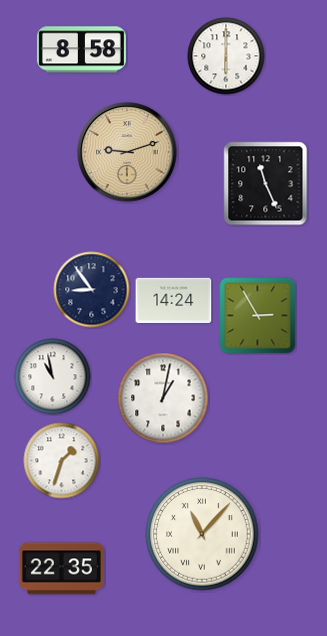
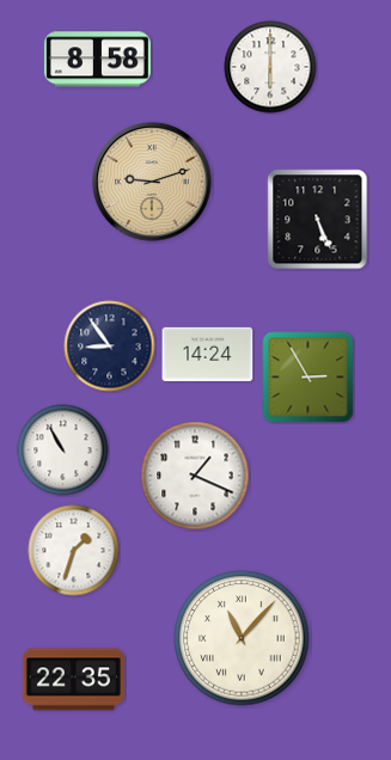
clock at (266, 184): 11:26 -> 5:26
clock at (174, 300) position: (174, 300) -> (208, 354)
clock at (53, 377): 10:58 -> 10:55
clock at (163, 398): 1:02 -> 1:19
